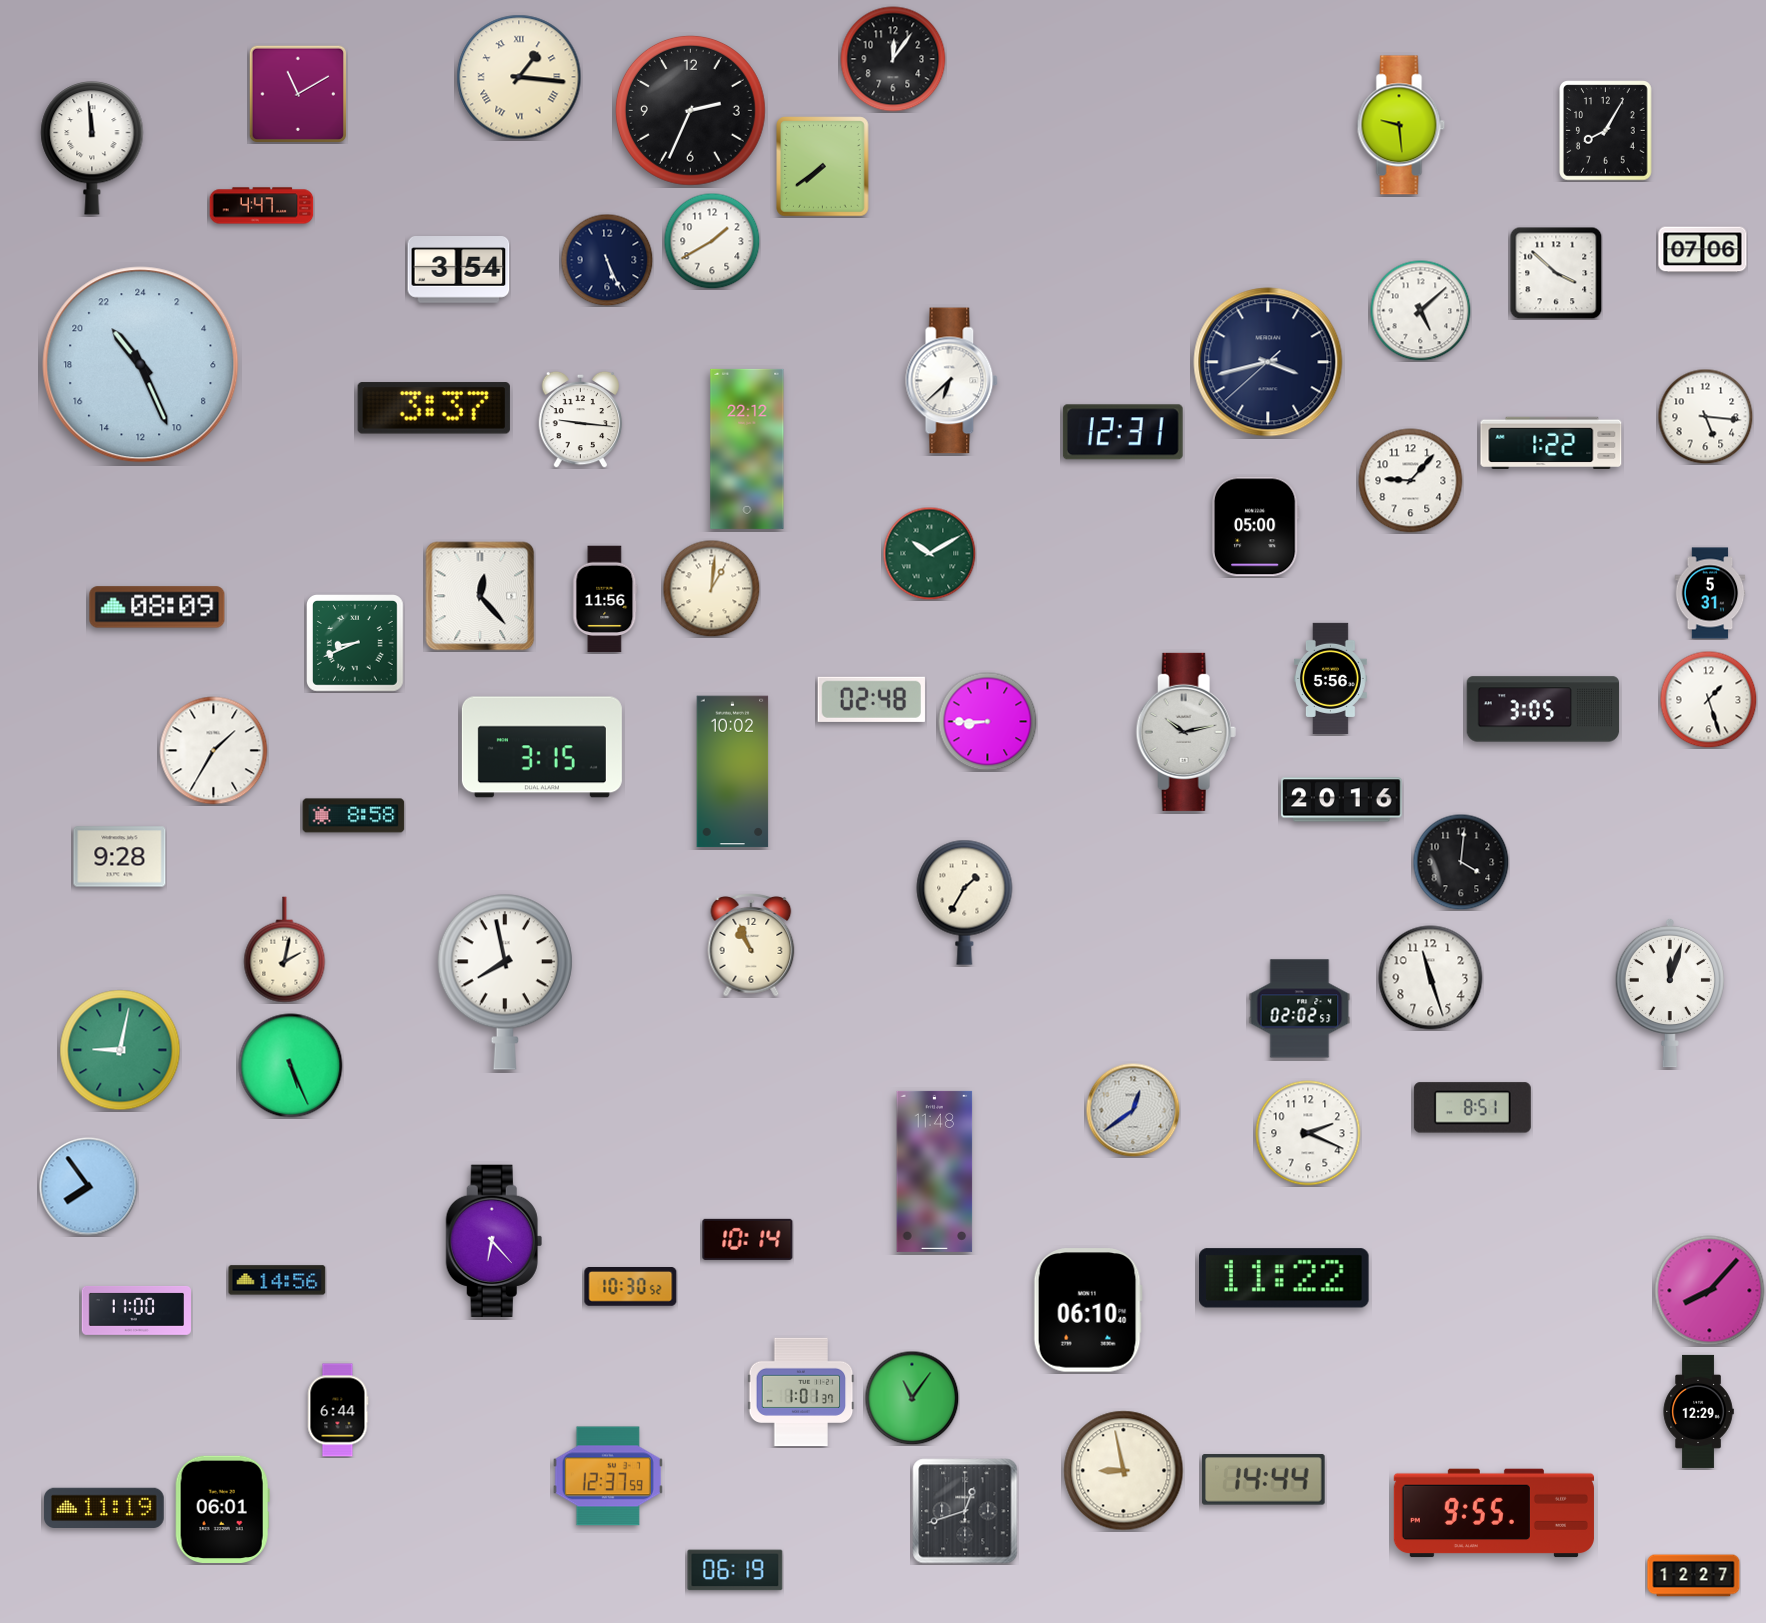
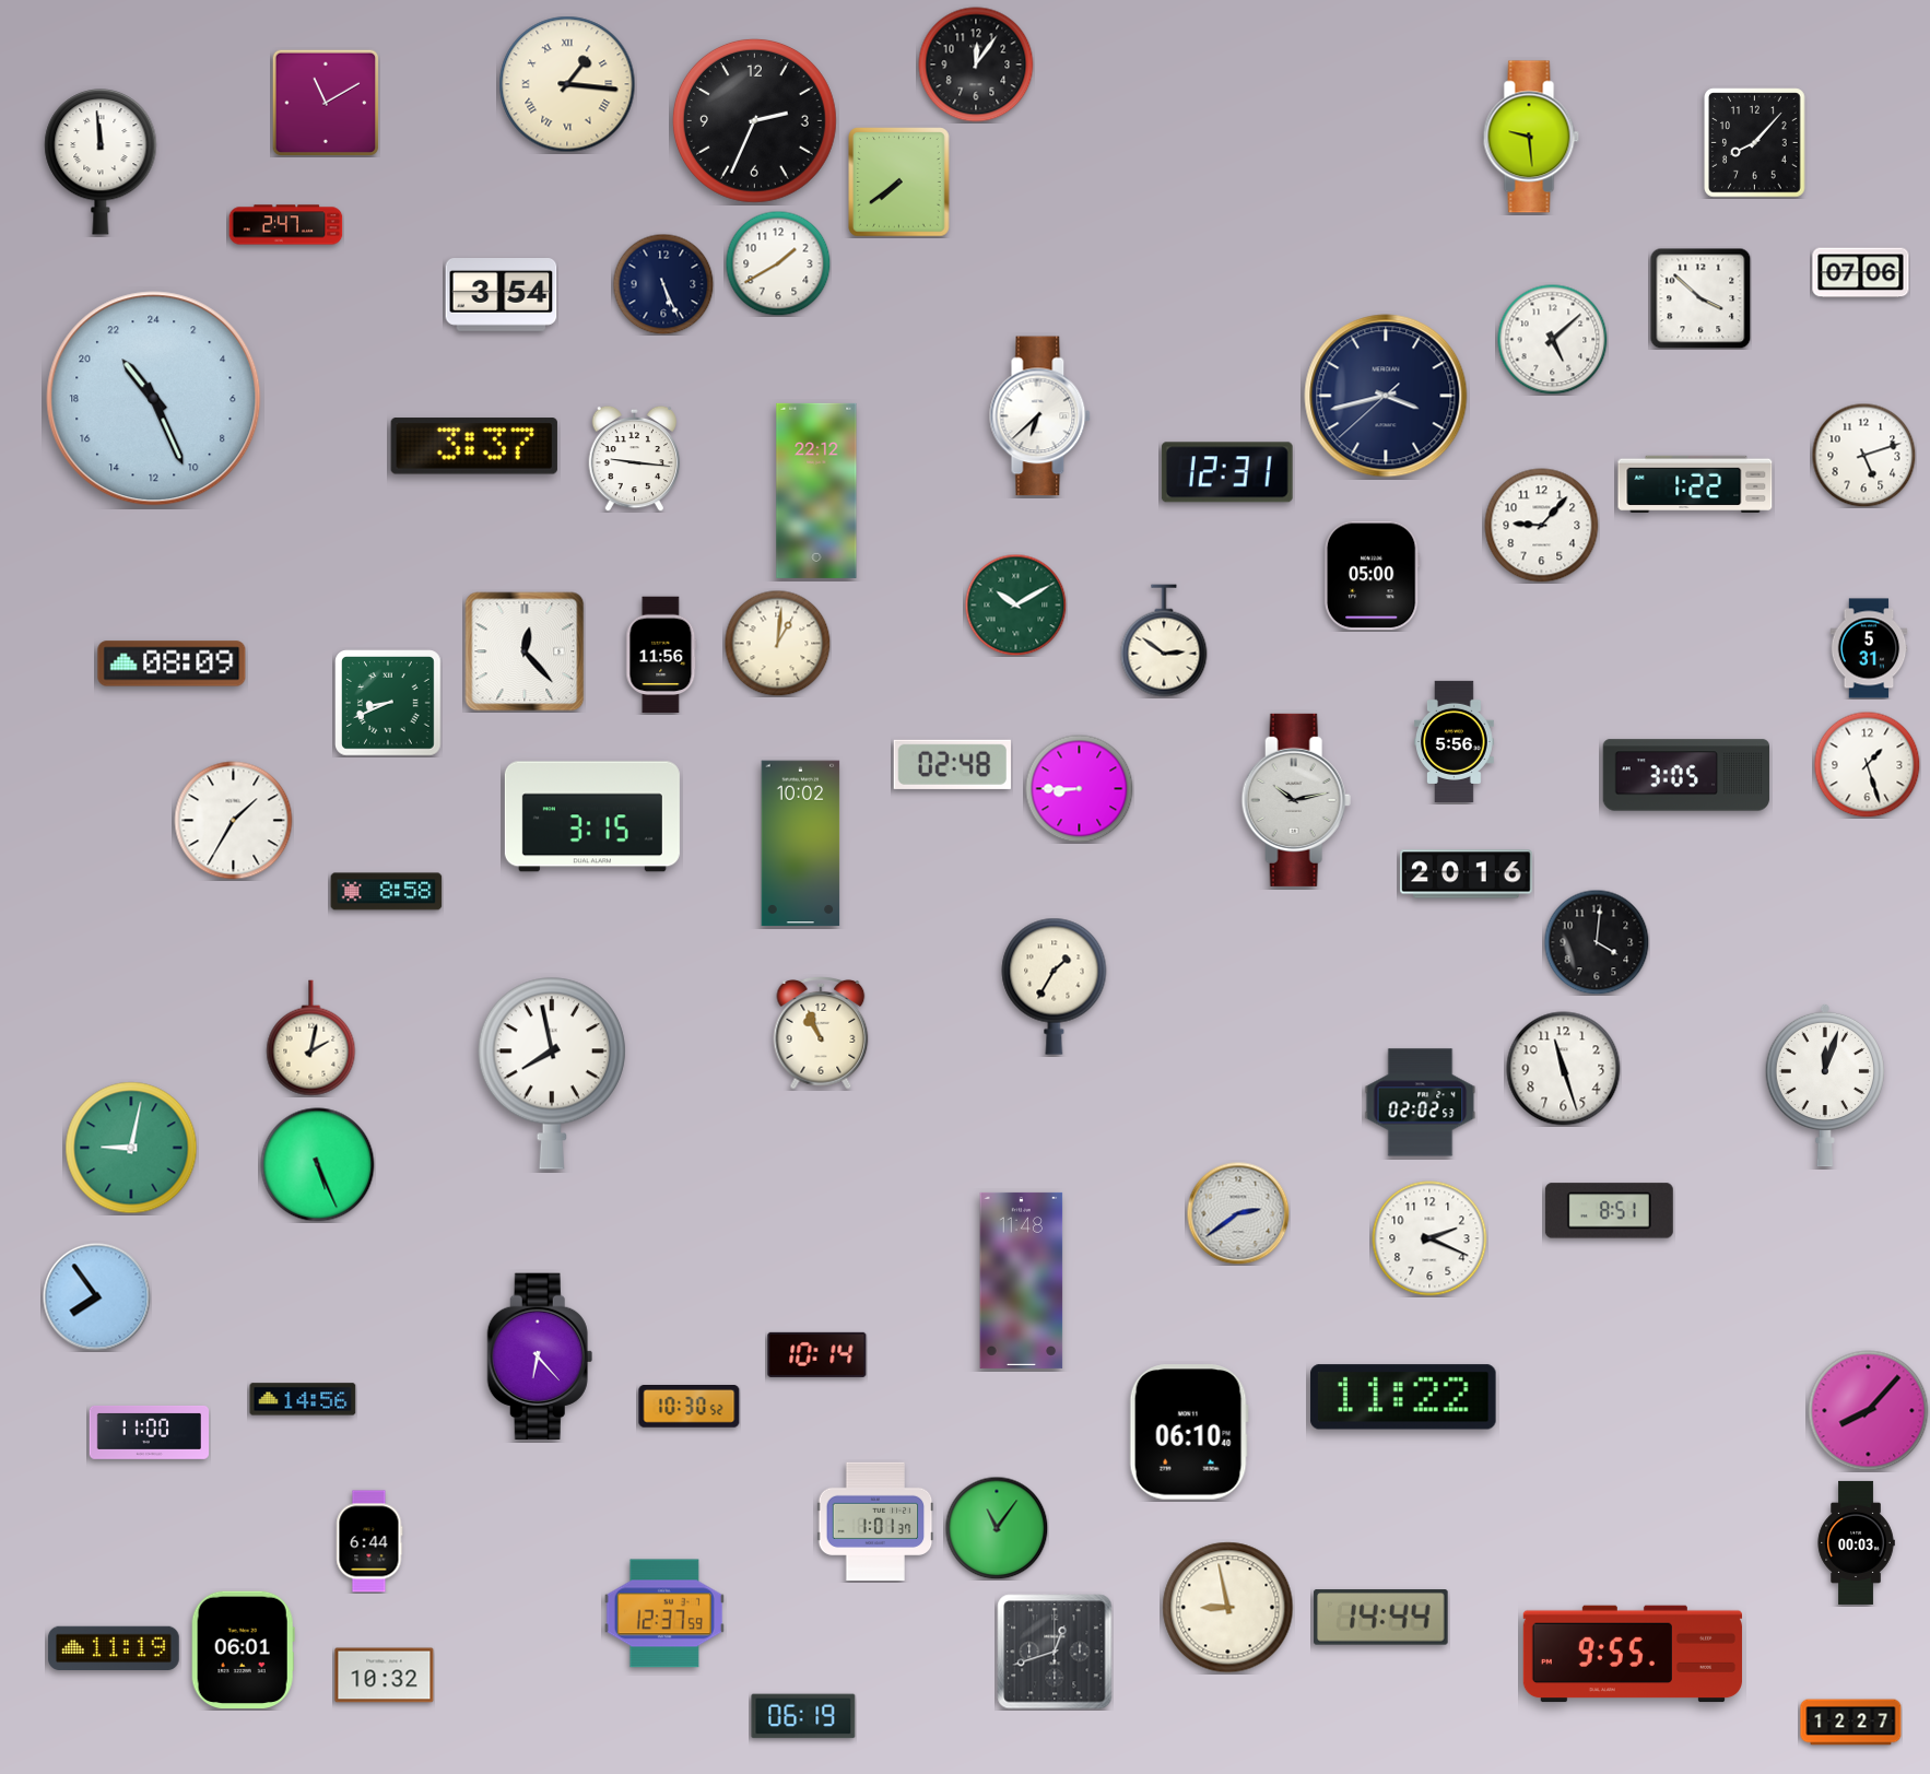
clock at (1606, 131): 8:05 -> 8:07
clock at (262, 206): 4:47 -> 2:47
clock at (1705, 416): 5:16 -> 5:12
clock at (1164, 641): none -> 2:51
clock at (120, 857): 9:28 -> none
clock at (1133, 1110): 12:39 -> 2:39
clock at (1698, 1411): 12:29 -> 00:03
clock at (385, 1676): none -> 10:32
